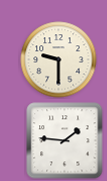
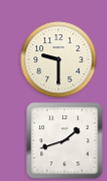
clock at (65, 141): 1:46 -> 1:42
